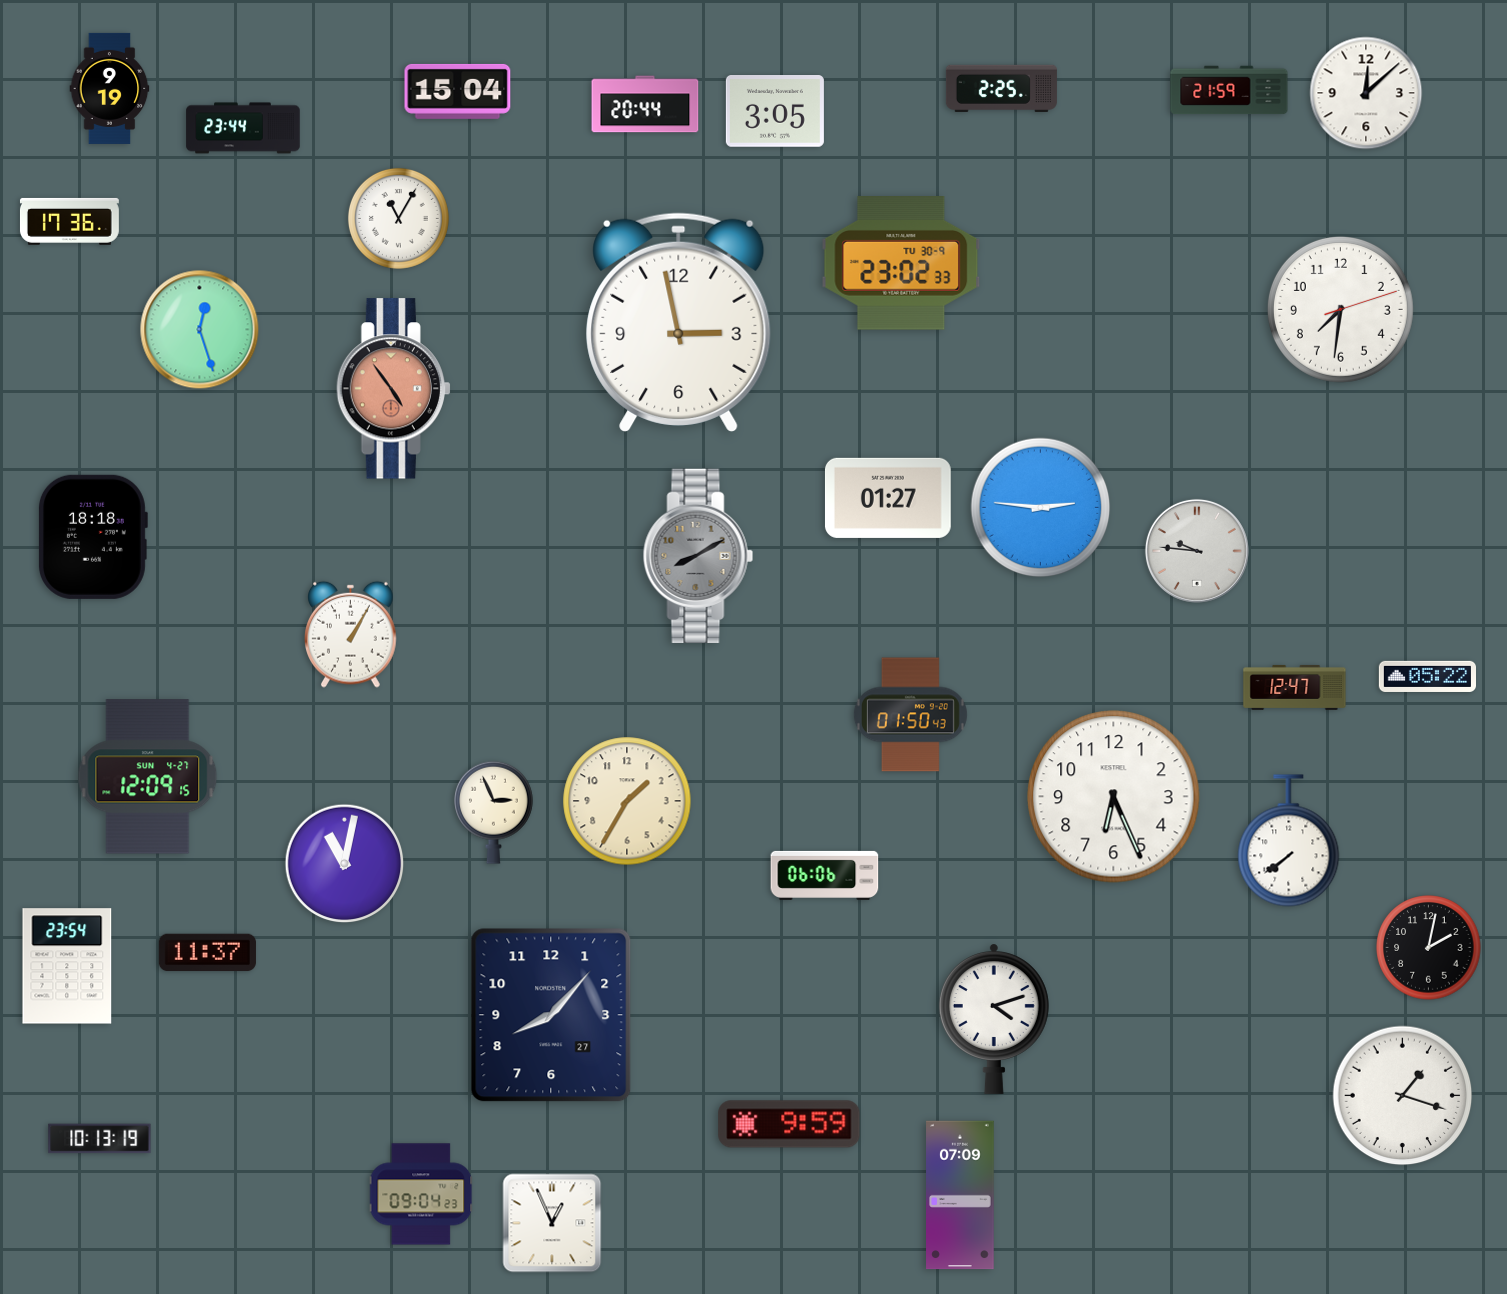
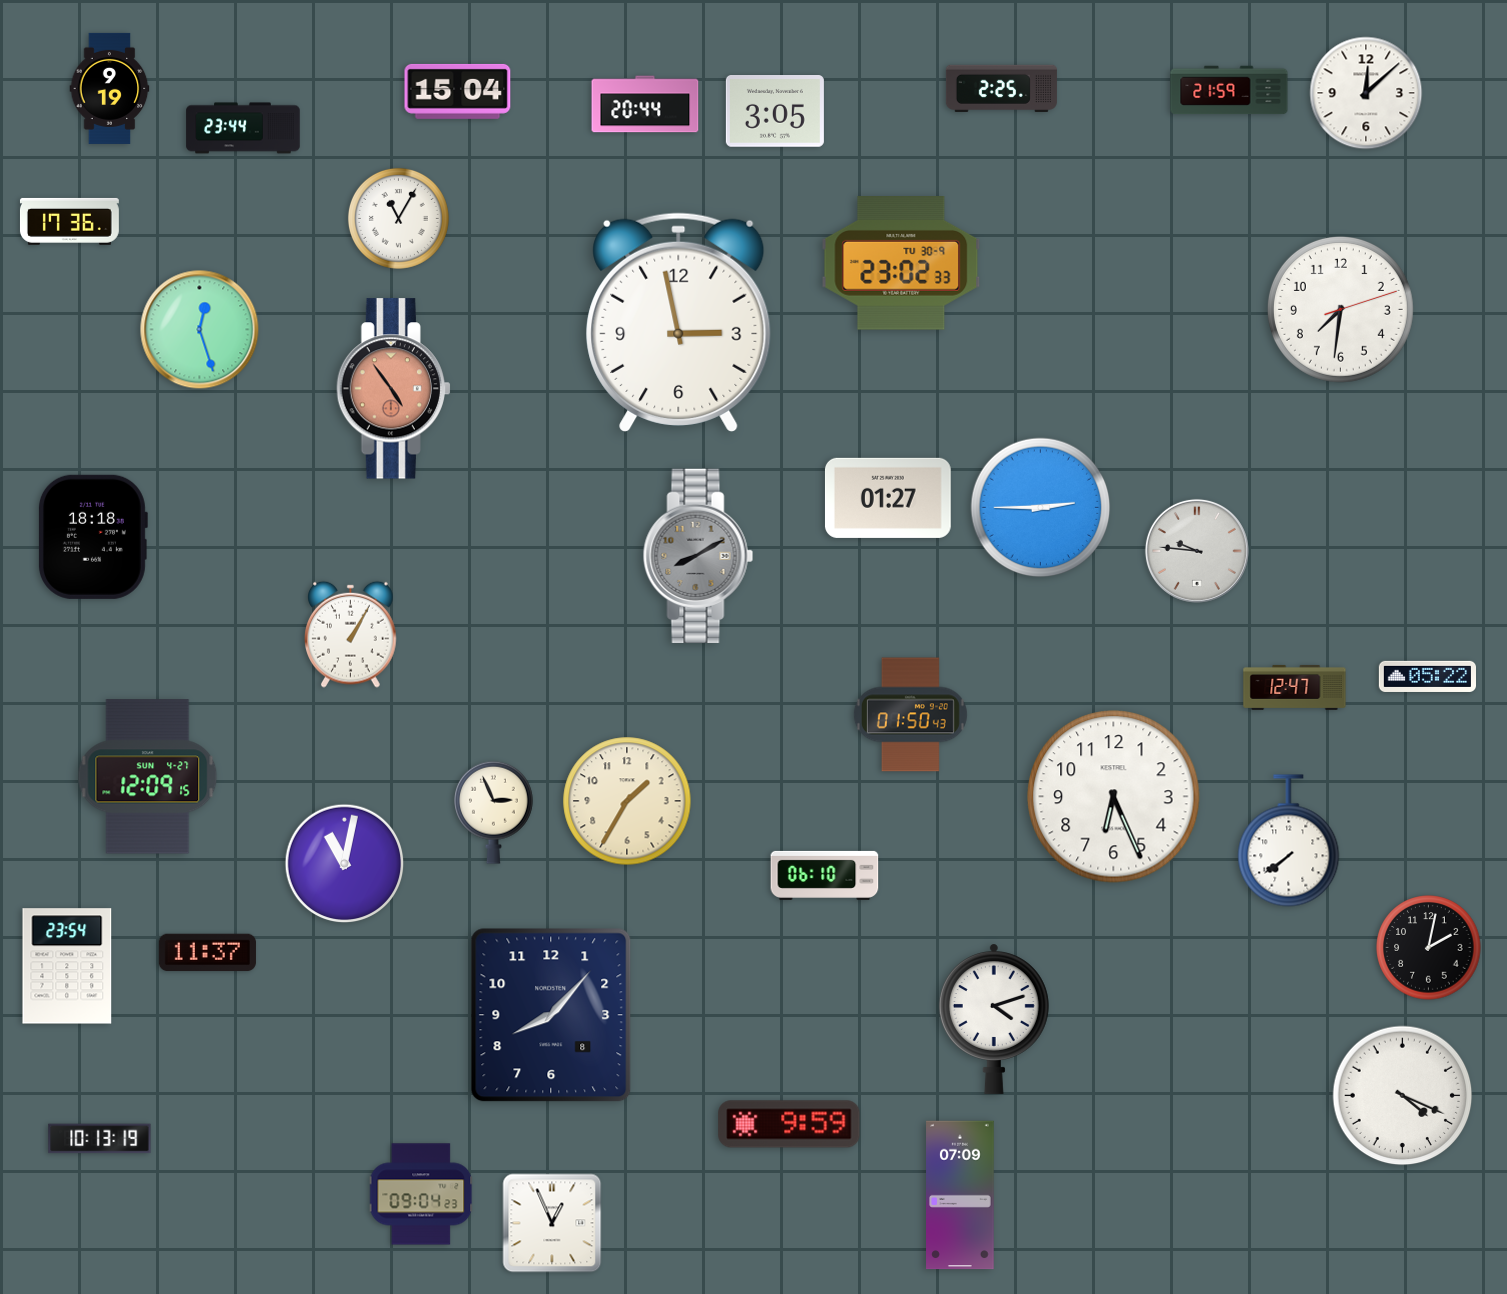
clock at (1041, 508): 2:46 -> 2:45
clock at (825, 875): 06:06 -> 06:10
clock at (551, 1015) date: 27 -> 8
clock at (1403, 1096): 1:18 -> 4:19
